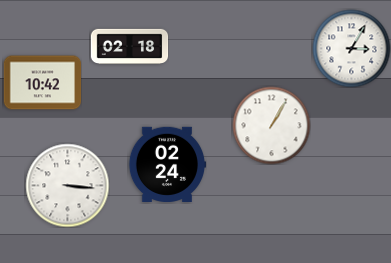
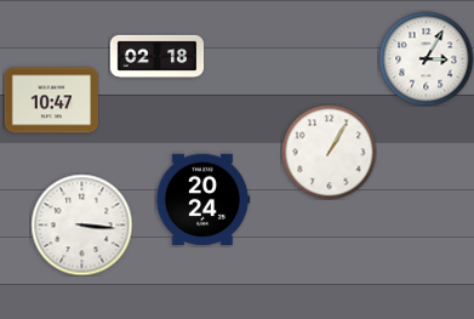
clock at (42, 83): 10:42 -> 10:47
clock at (167, 164): 02:24 -> 20:24
